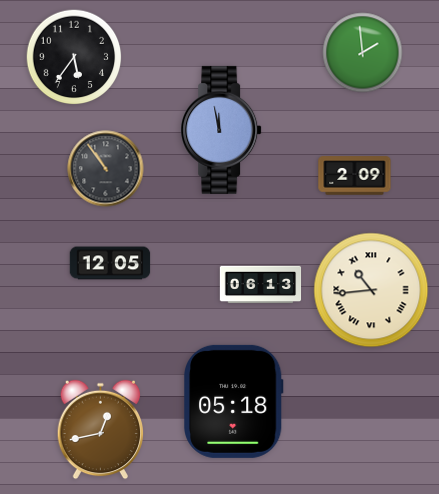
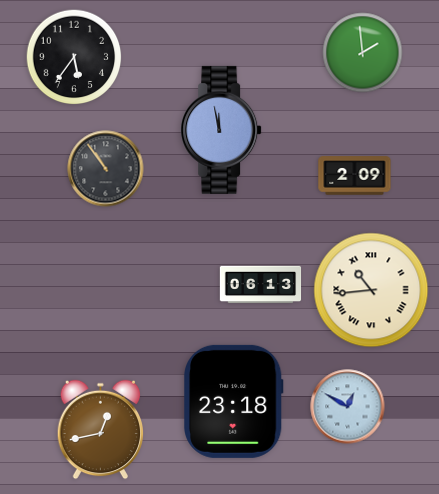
clock at (110, 263): 12:05 -> none
clock at (233, 401): 05:18 -> 23:18
clock at (348, 407): none -> 12:50
